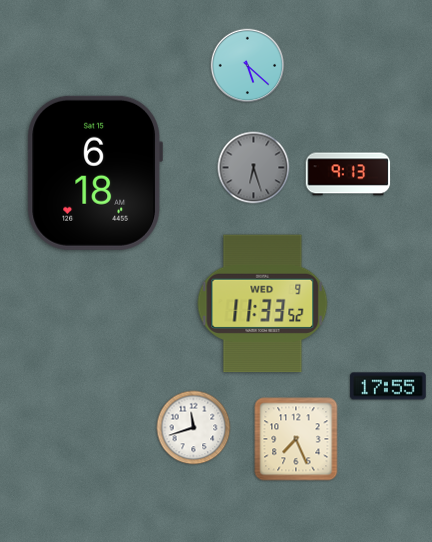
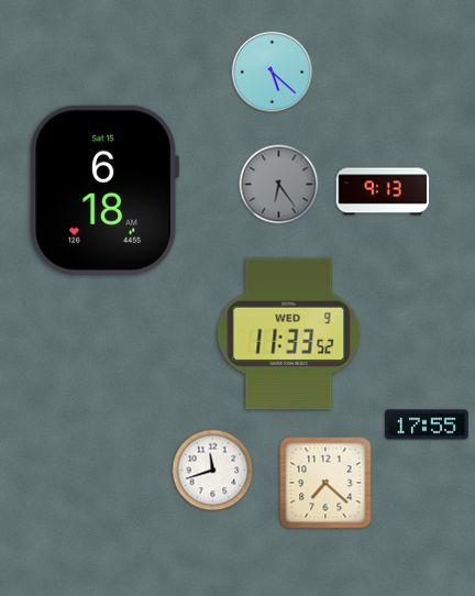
clock at (254, 168): 6:27 -> 6:24
clock at (296, 439): 7:26 -> 7:22
